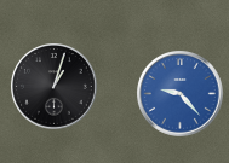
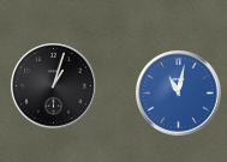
clock at (181, 94): 9:23 -> 11:02
